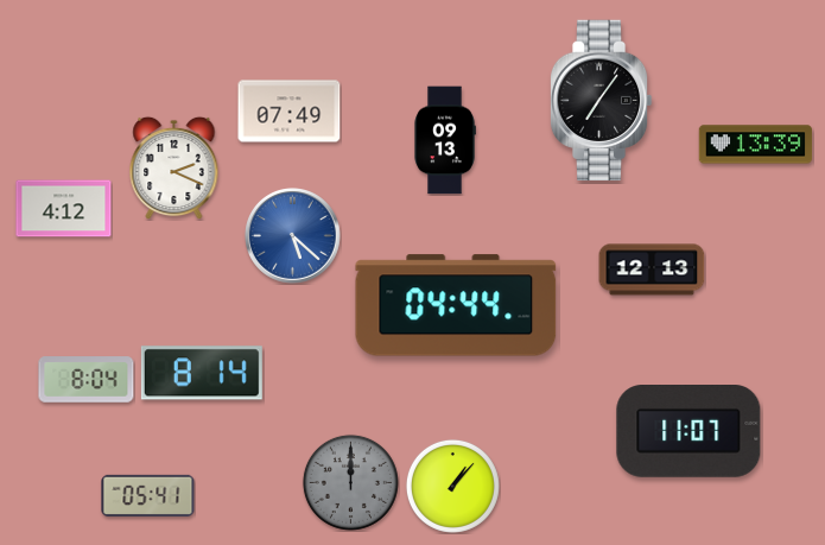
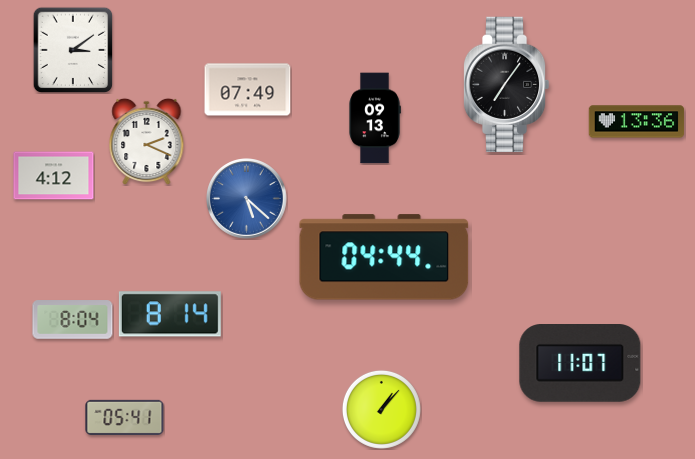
clock at (73, 50): none -> 3:09
clock at (290, 112) position: (290, 112) -> (248, 90)
clock at (756, 145): 13:39 -> 13:36
clock at (652, 270): 12:13 -> none
clock at (350, 482): 12:00 -> none
